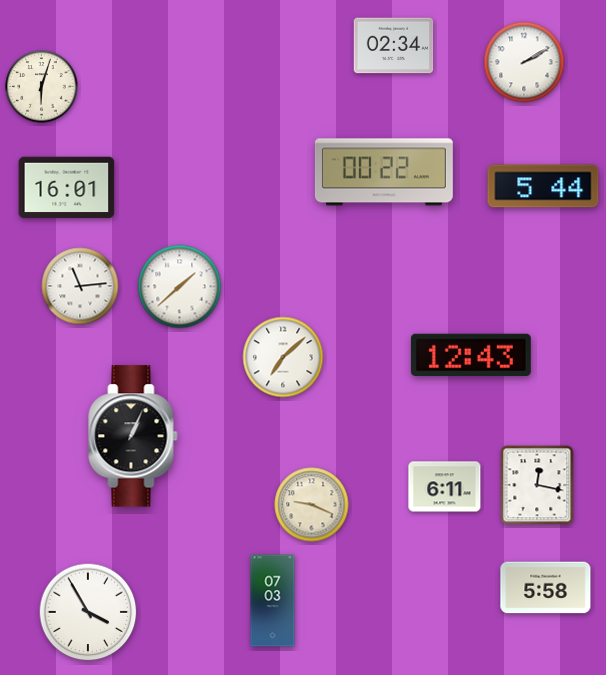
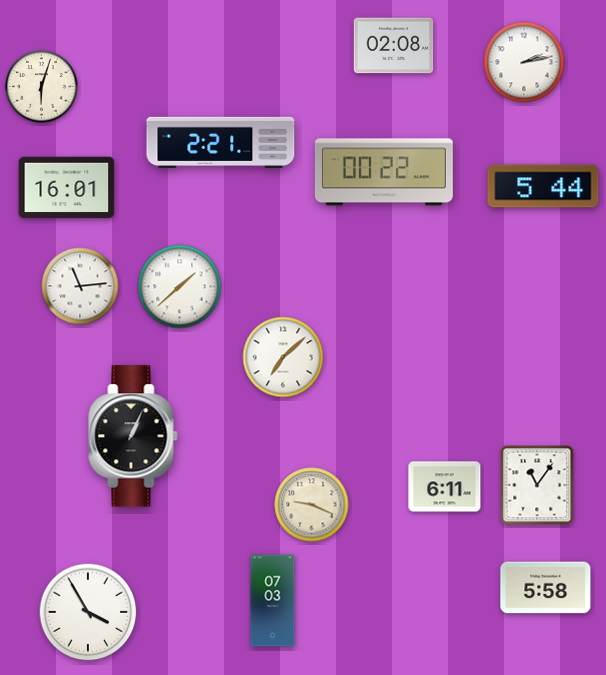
clock at (394, 46): 02:34 -> 02:08
clock at (524, 62): 2:10 -> 2:13
clock at (221, 142): none -> 2:21
clock at (471, 354): 12:43 -> none
clock at (537, 485): 12:17 -> 11:06
